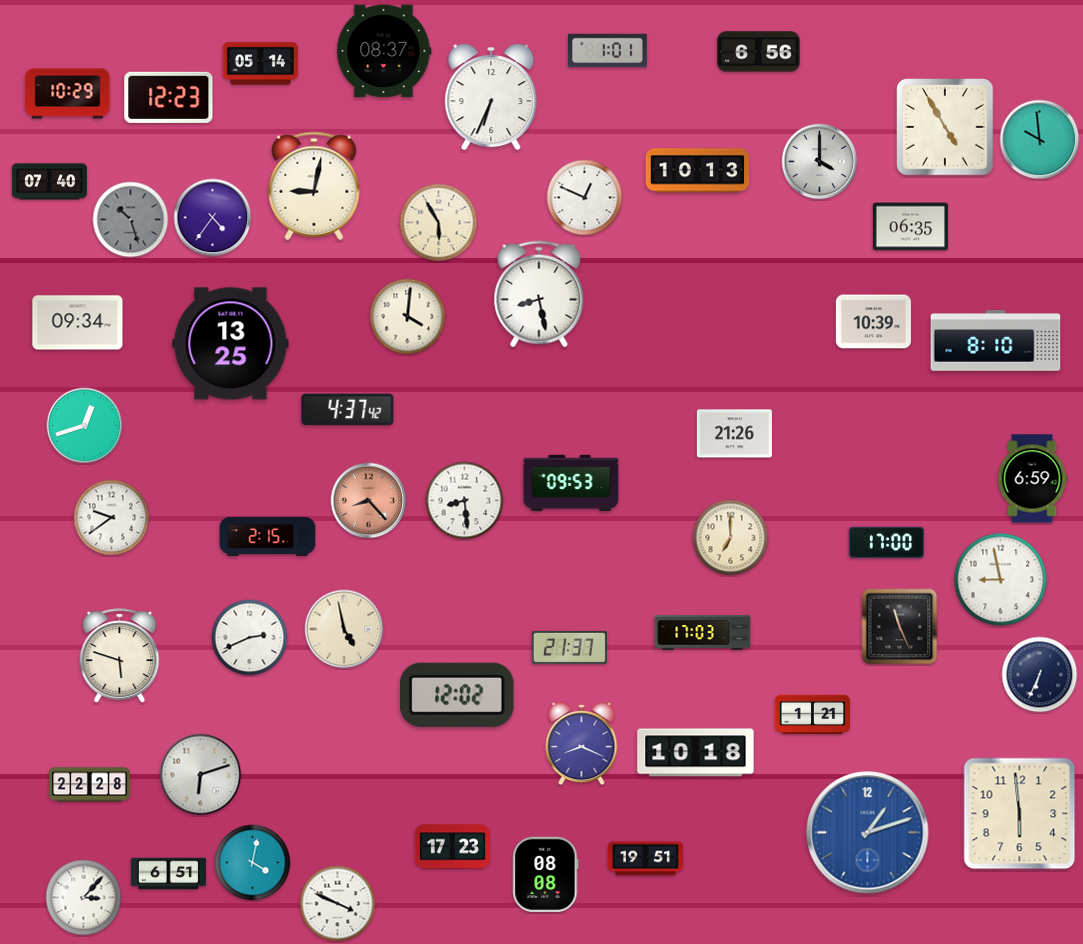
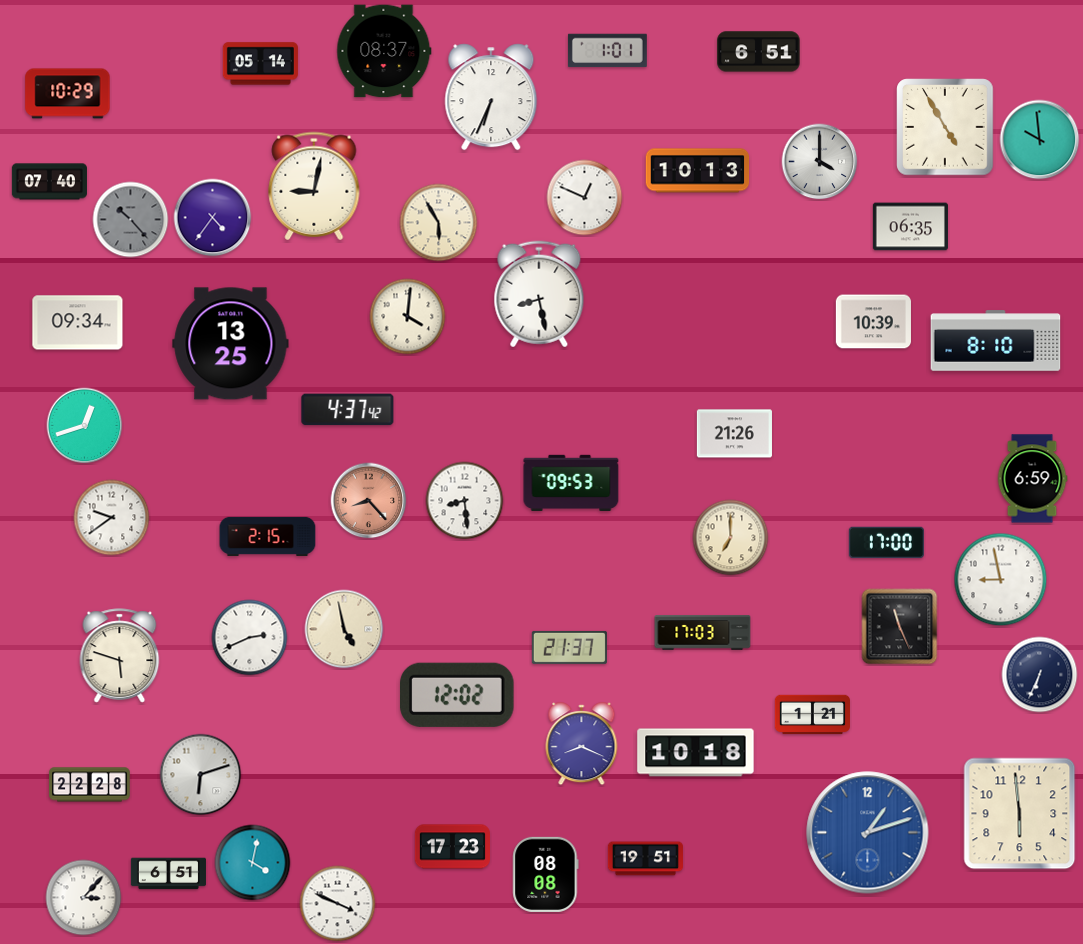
clock at (759, 52): 6:56 -> 6:51
clock at (169, 97): 12:23 -> none
clock at (131, 220): 10:27 -> 10:23
